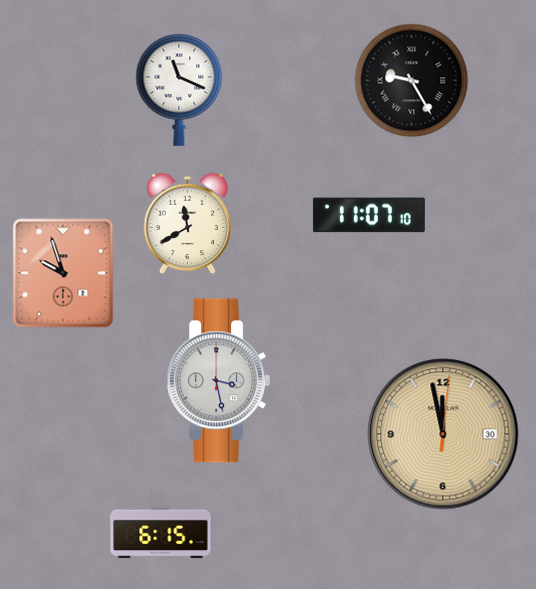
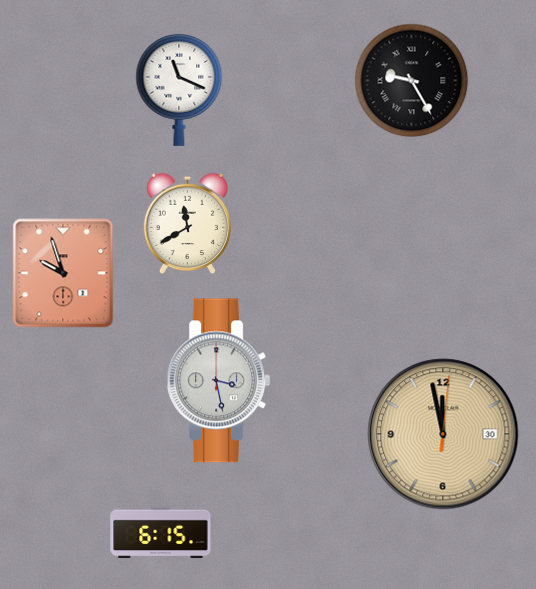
clock at (369, 215): 11:07 -> none
